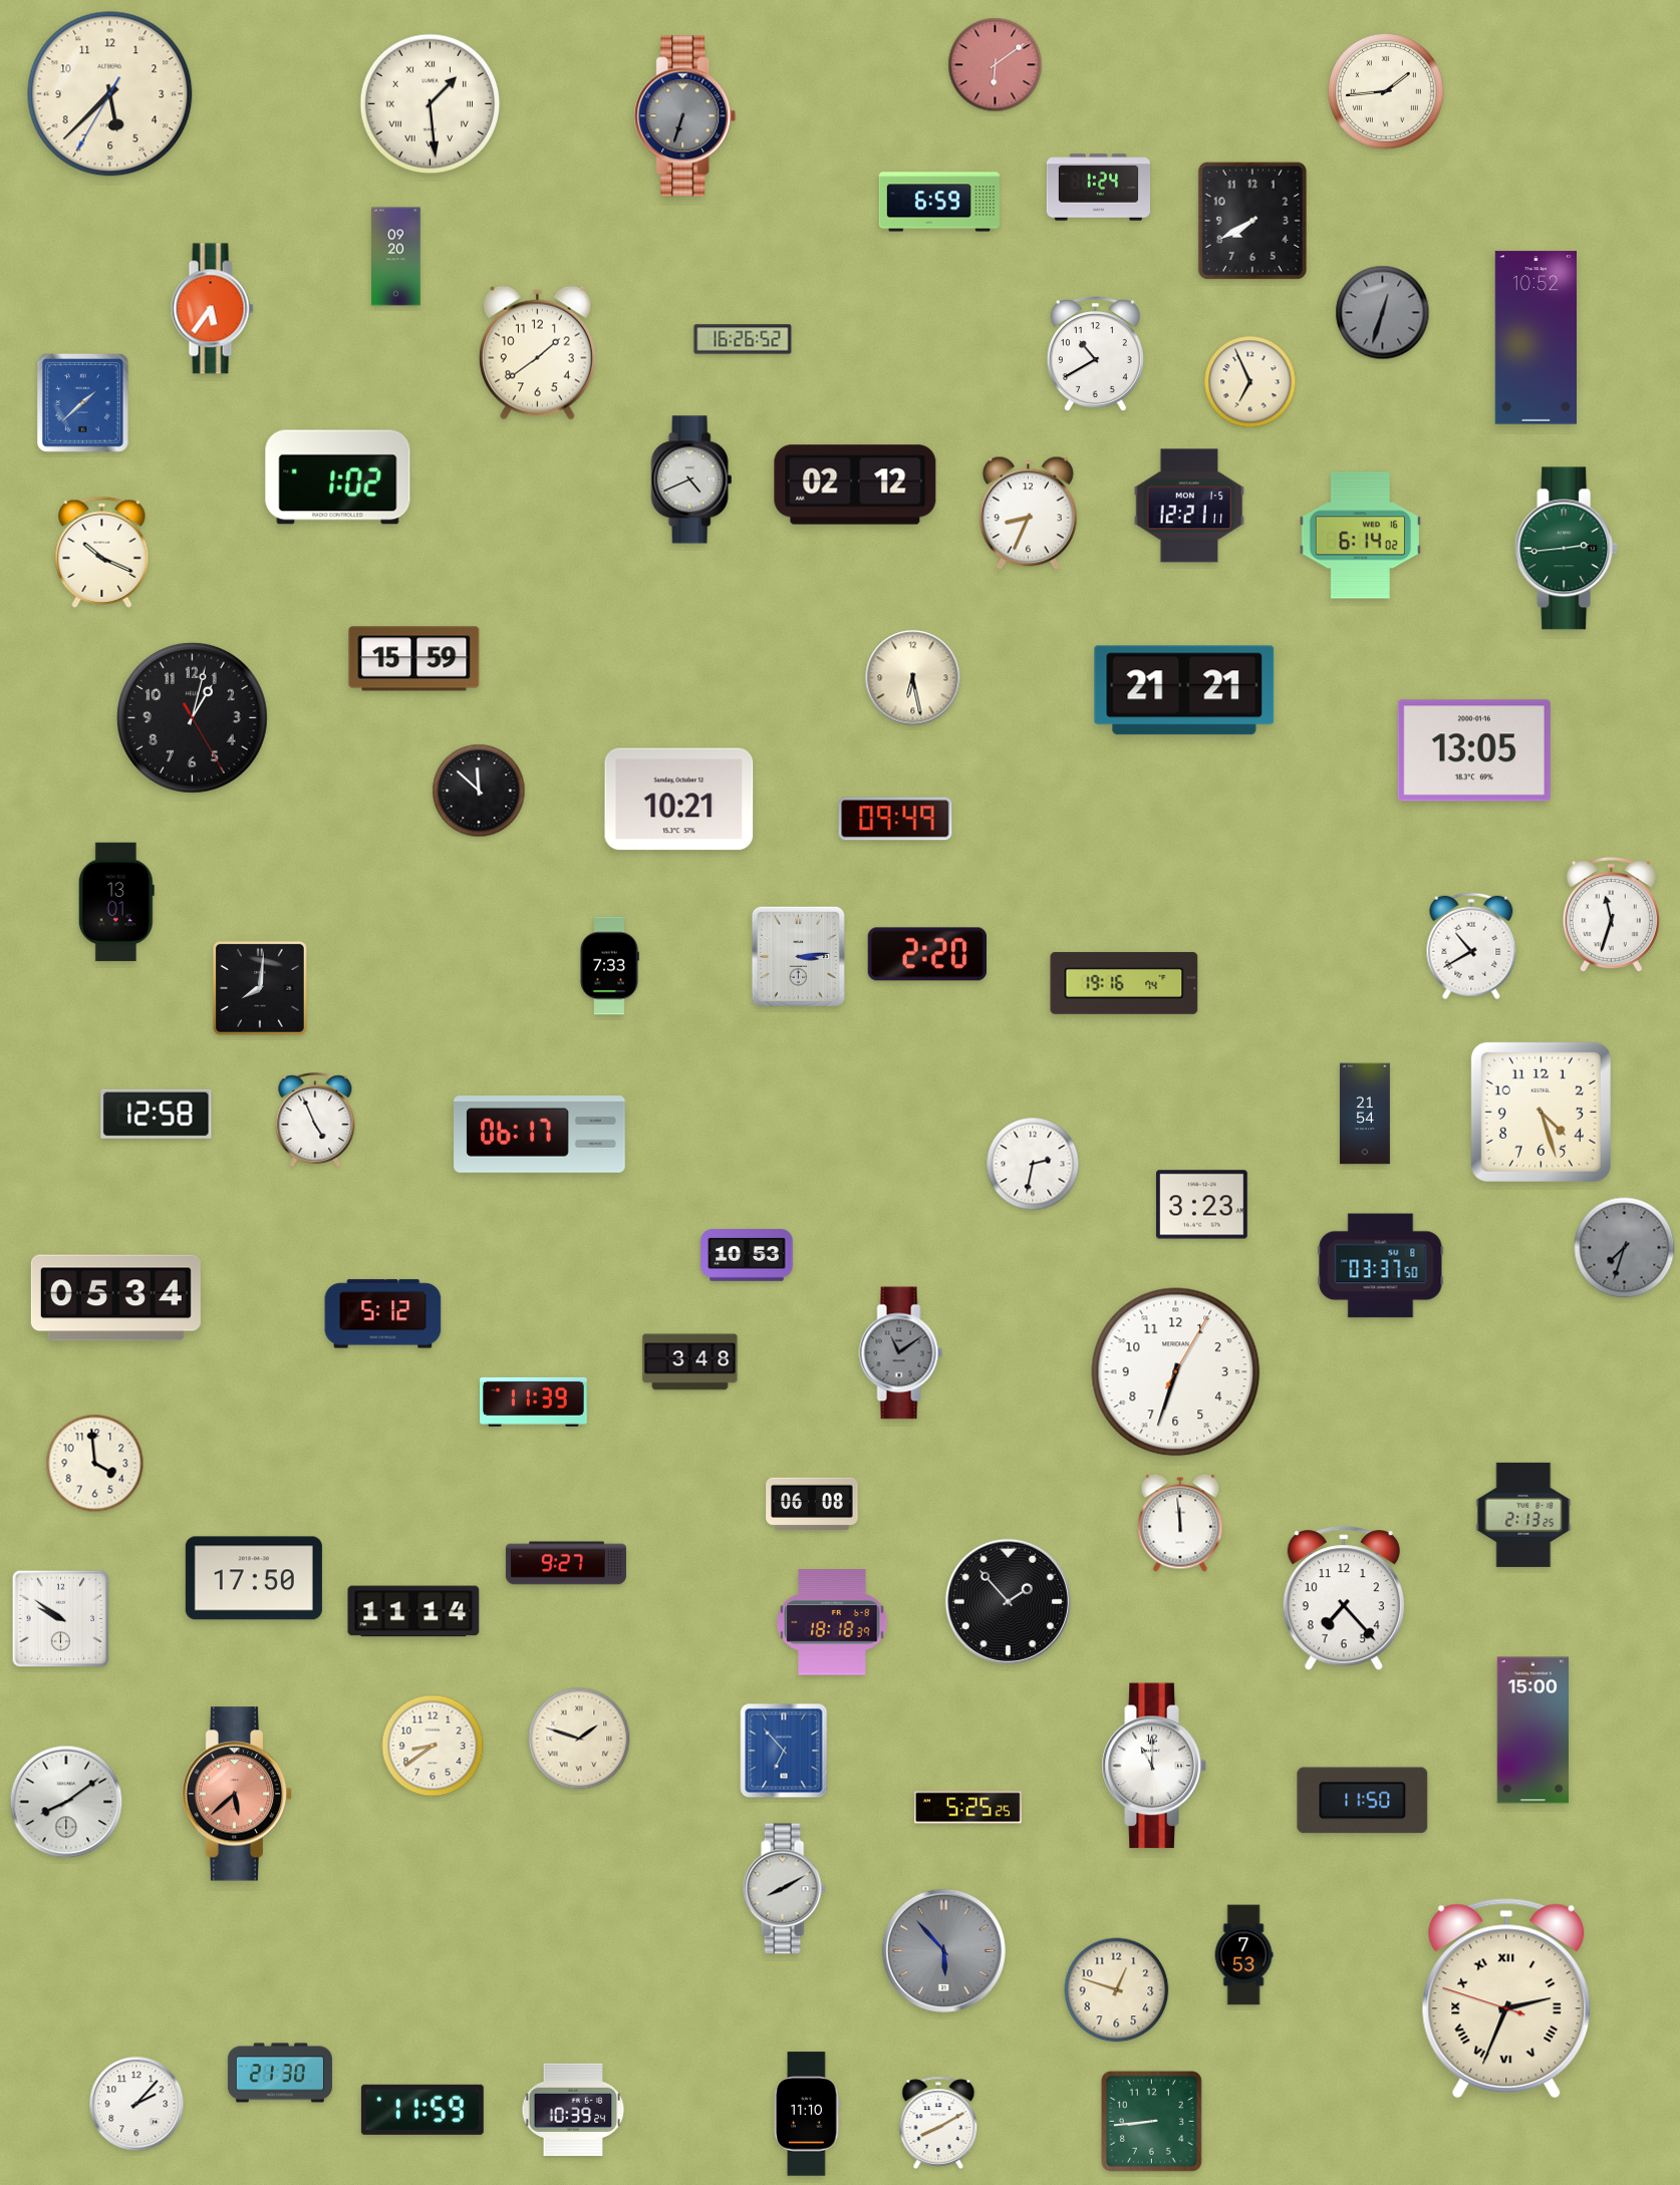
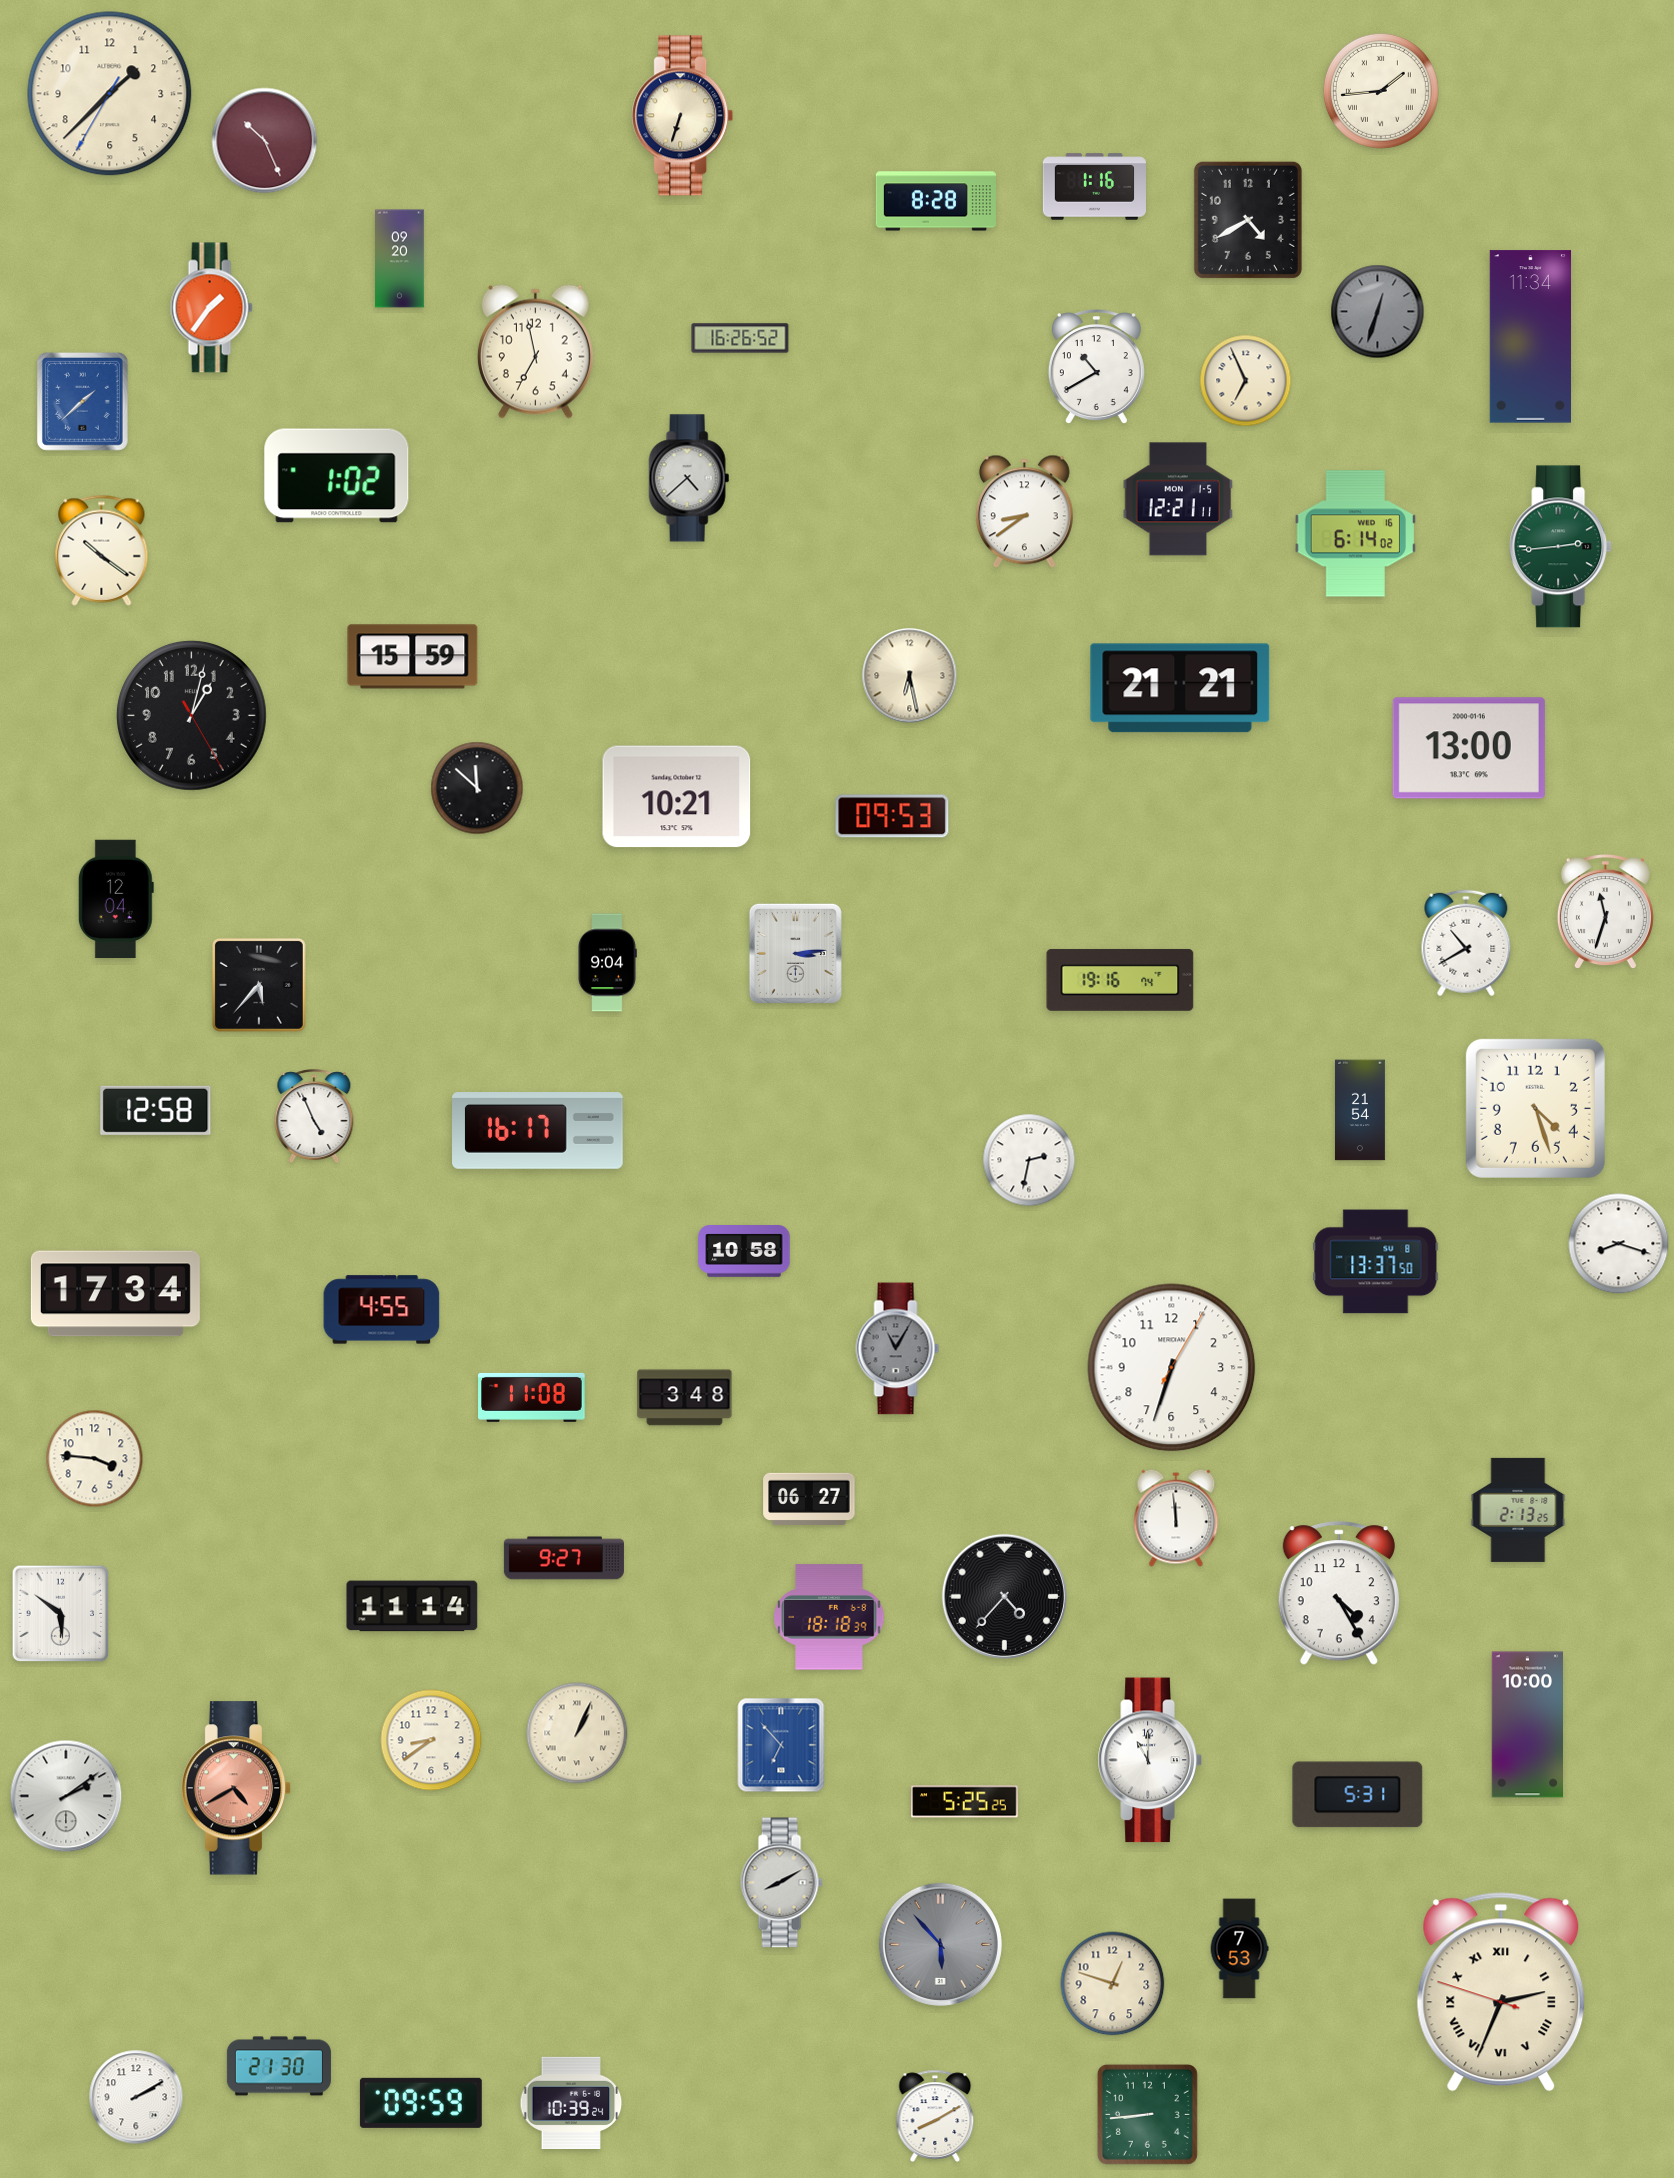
clock at (996, 65): 6:09 -> none
clock at (110, 94): 5:37 -> 1:37
clock at (431, 104): 1:29 -> none
clock at (685, 116) dial: grey -> cream
clock at (265, 141): none -> 10:26
clock at (1098, 188): 1:24 -> 1:16
clock at (939, 202): 6:59 -> 8:28
clock at (1252, 221): 7:40 -> 4:40
clock at (396, 257) position: (396, 257) -> (400, 259)
clock at (212, 309): 5:36 -> 1:36
clock at (1535, 338): 10:52 -> 11:34
clock at (537, 352): 1:39 -> 6:58
clock at (1095, 354) position: (1095, 354) -> (1096, 367)
clock at (691, 480): 4:41 -> 4:38
clock at (855, 485): 02:12 -> none
clock at (1189, 506) position: (1189, 506) -> (1178, 499)
clock at (1028, 514): 8:34 -> 8:39
clock at (102, 552): 10:19 -> 10:21
clock at (1474, 750): 13:05 -> 13:00
clock at (895, 819): 09:49 -> 09:53
clock at (116, 902): 13:01 -> 12:04
clock at (926, 954): 2:20 -> none
clock at (609, 966): 7:33 -> 9:04
clock at (260, 988): 8:01 -> 5:37
clock at (540, 1135): 06:17 -> 16:17
clock at (1202, 1205): 3:23 -> none
clock at (1625, 1248): 7:33 -> 8:18
clock at (1625, 1248) dial: grey -> white
clock at (747, 1255): 10:53 -> 10:58
clock at (1381, 1266): 03:37 -> 13:37
clock at (115, 1298): 05:34 -> 17:34
clock at (383, 1314): 5:12 -> 4:55
clock at (901, 1353): 11:09 -> 11:05
clock at (690, 1362) position: (690, 1362) -> (685, 1398)
clock at (534, 1401): 11:39 -> 11:08
clock at (95, 1464): 3:59 -> 3:46
clock at (812, 1504): 06:08 -> 06:27
clock at (254, 1578): 17:50 -> none
clock at (1344, 1599): 7:23 -> 4:25
clock at (1008, 1601): 1:53 -> 4:37
clock at (61, 1619): 9:51 -> 5:51
clock at (1533, 1731): 15:00 -> 10:00
clock at (579, 1739): 1:48 -> 1:04
clock at (237, 1794): 5:38 -> 4:40
clock at (1363, 1801): 11:50 -> 5:31
clock at (66, 1802): 8:09 -> 2:09
clock at (136, 2104): 2:07 -> 2:10
clock at (423, 2110): 11:59 -> 09:59
clock at (807, 2114): 11:10 -> none
